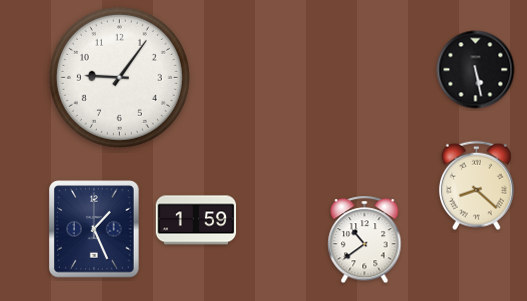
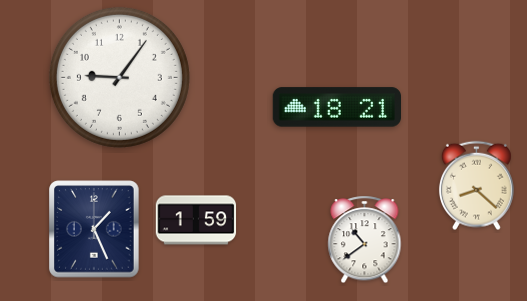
clock at (476, 70): 5:28 -> none
clock at (336, 107): none -> 18:21
